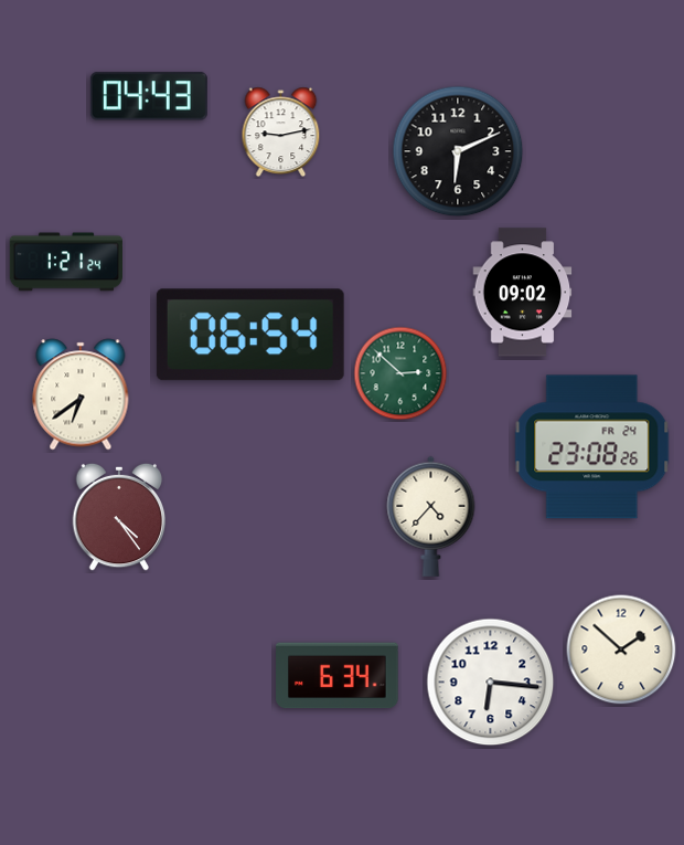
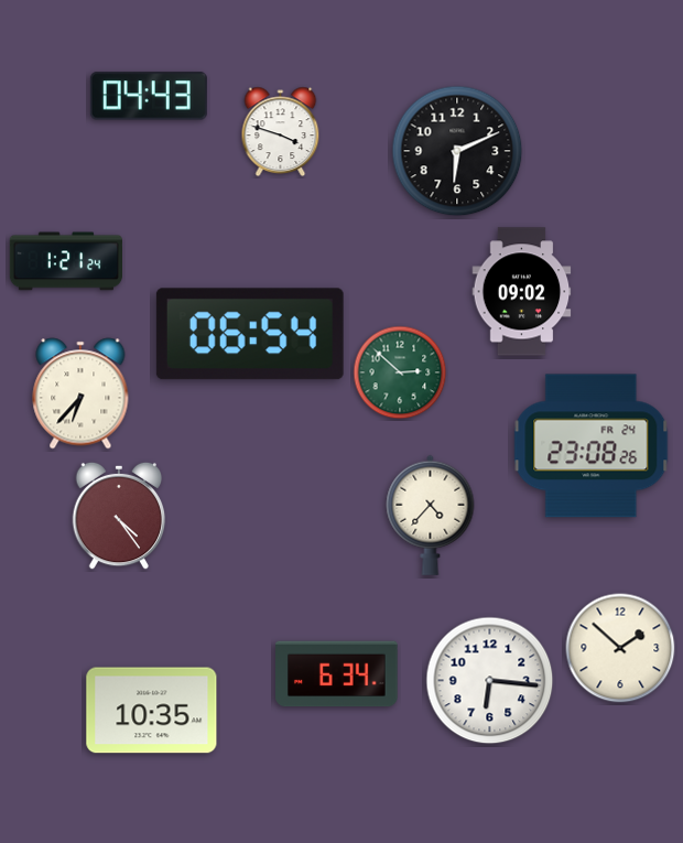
clock at (281, 133): 9:13 -> 3:48
clock at (81, 394): 6:39 -> 6:37
clock at (152, 711): none -> 10:35
